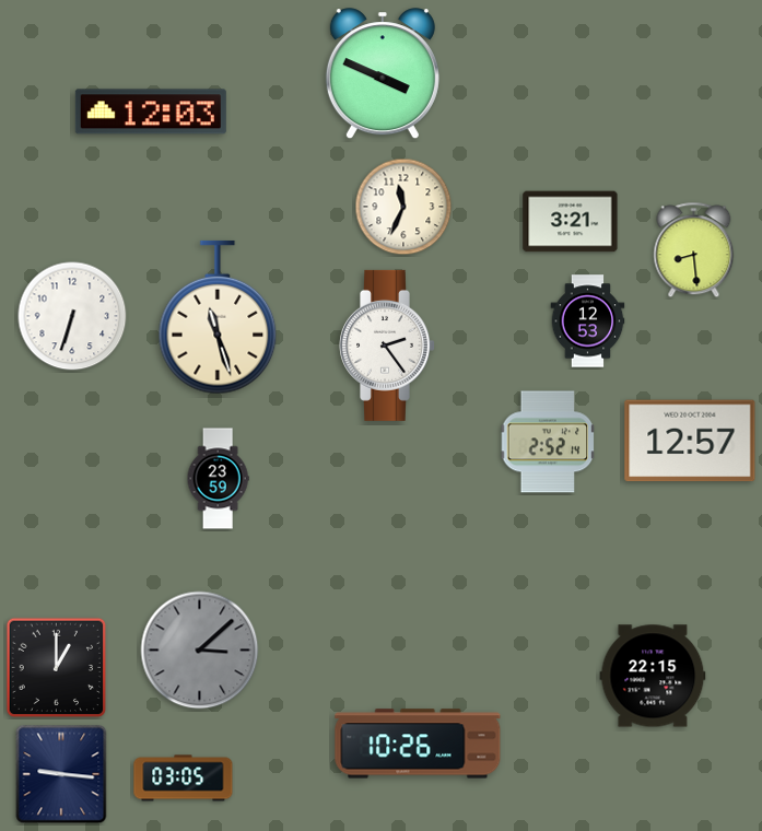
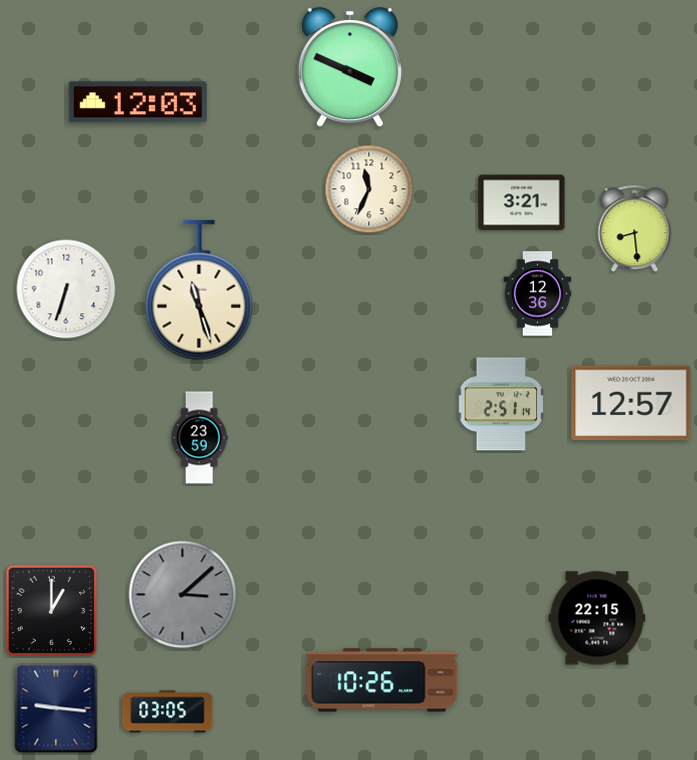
clock at (588, 321): 12:53 -> 12:36
clock at (388, 346): 2:24 -> none
clock at (548, 442): 2:52 -> 2:51
